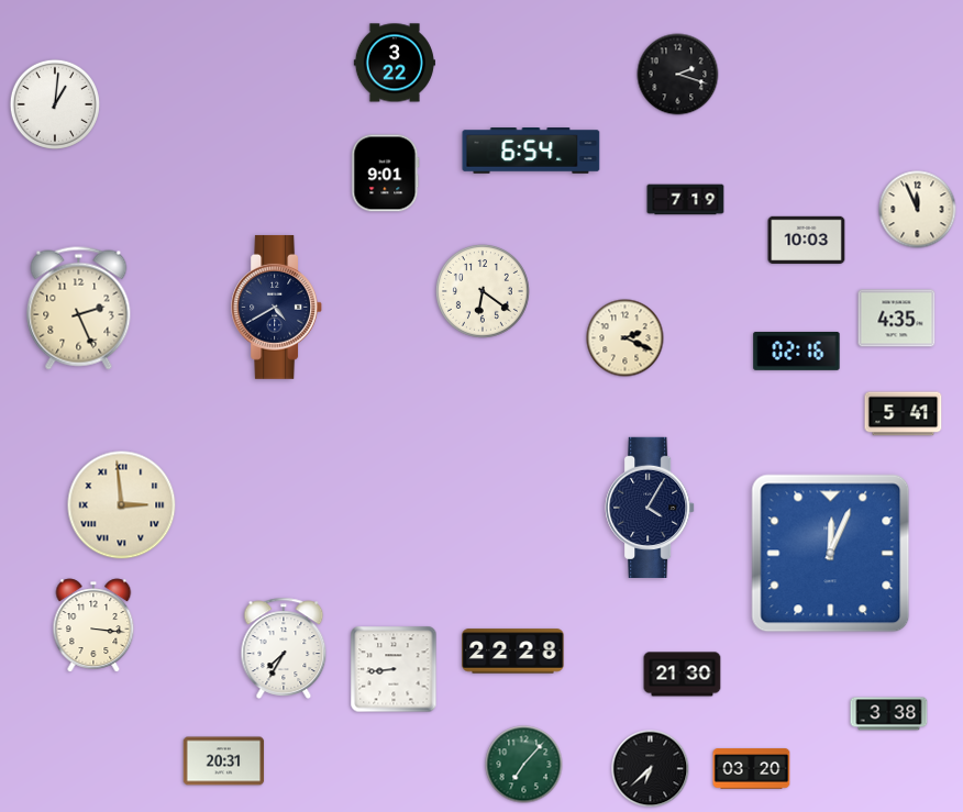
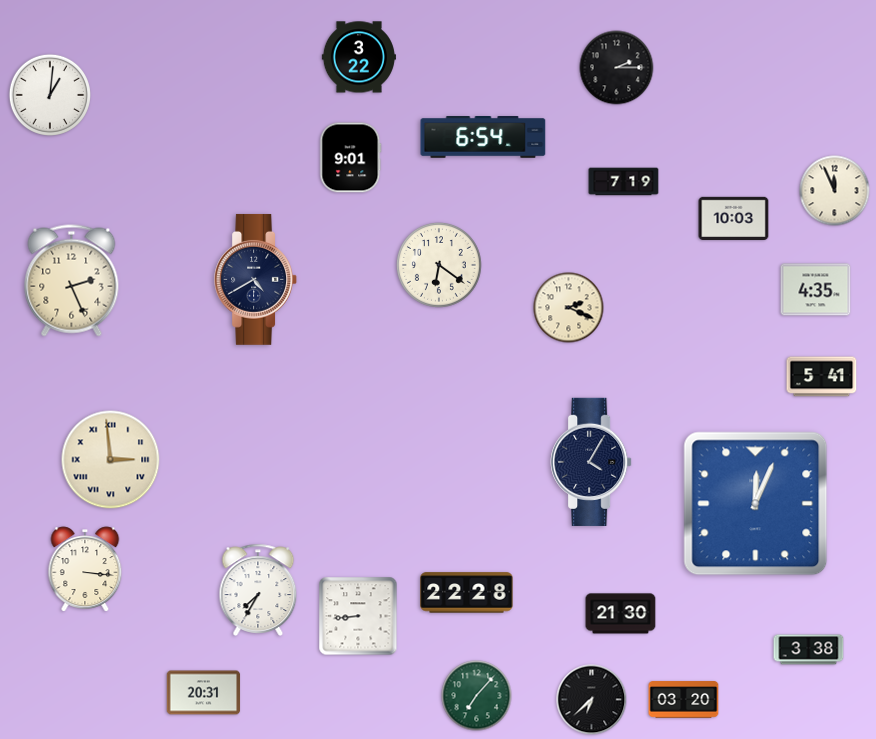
clock at (678, 75): 2:18 -> 2:15
clock at (277, 307) position: (277, 307) -> (256, 279)
clock at (797, 351): 02:16 -> none
clock at (394, 669) position: (394, 669) -> (358, 616)
